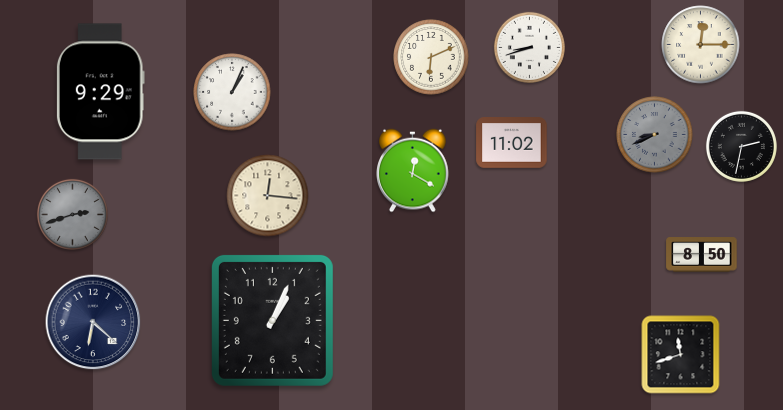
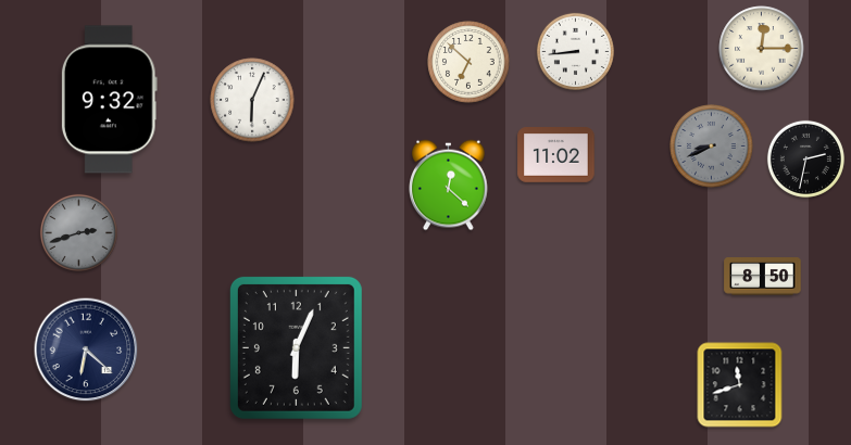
clock at (529, 47): 8:42 -> 8:44
clock at (431, 57): 6:11 -> 6:52
clock at (100, 92): 9:29 -> 9:32
clock at (232, 92): 1:04 -> 6:04
clock at (413, 171): 12:20 -> 12:22
clock at (268, 196): 12:16 -> none
clock at (272, 320): 1:04 -> 6:04
clock at (93, 322) position: (93, 322) -> (86, 349)
